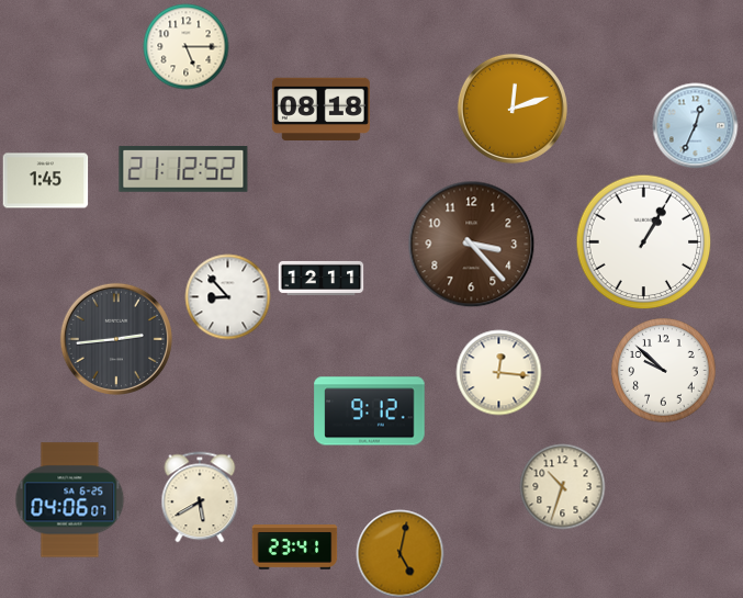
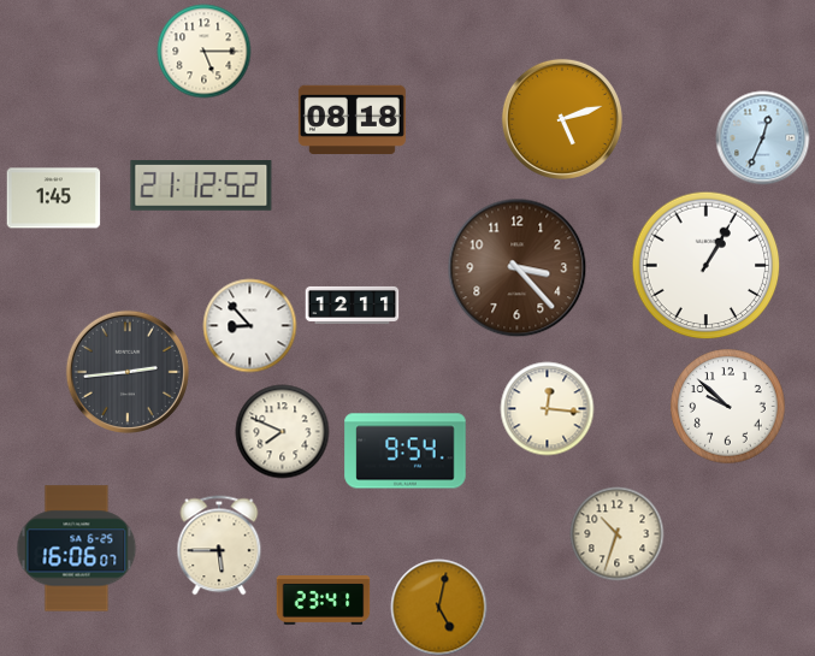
clock at (513, 109): 12:12 -> 5:12
clock at (45, 181) position: (45, 181) -> (53, 199)
clock at (282, 431): none -> 7:49
clock at (370, 411): 9:12 -> 9:54
clock at (200, 497): 5:40 -> 5:45
clock at (70, 500): 04:06 -> 16:06
